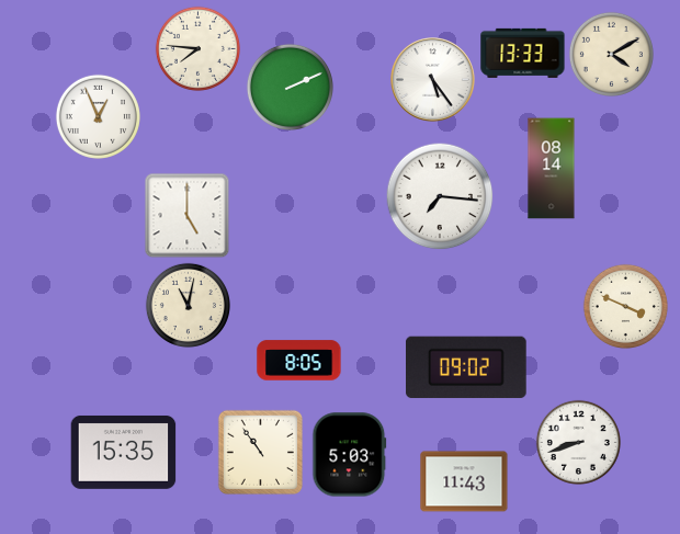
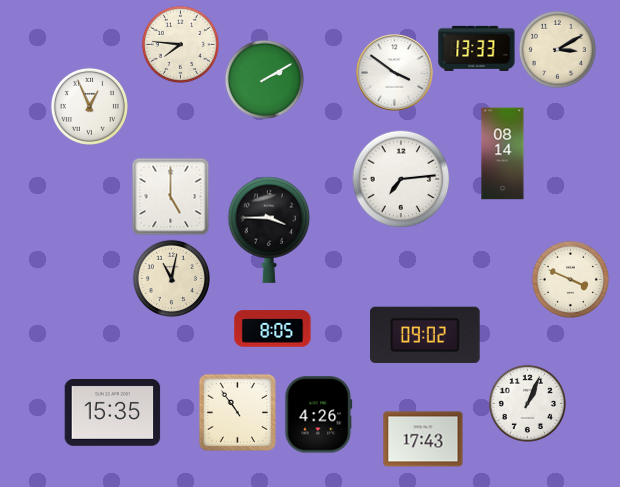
clock at (611, 54): 4:10 -> 3:10
clock at (433, 80): 5:24 -> 3:51
clock at (290, 87): 2:11 -> 2:10
clock at (440, 196): 7:16 -> 7:14
clock at (269, 230): none -> 3:45
clock at (578, 442): 8:42 -> 1:04
clock at (350, 455): 5:03 -> 4:26
clock at (464, 481): 11:43 -> 17:43
